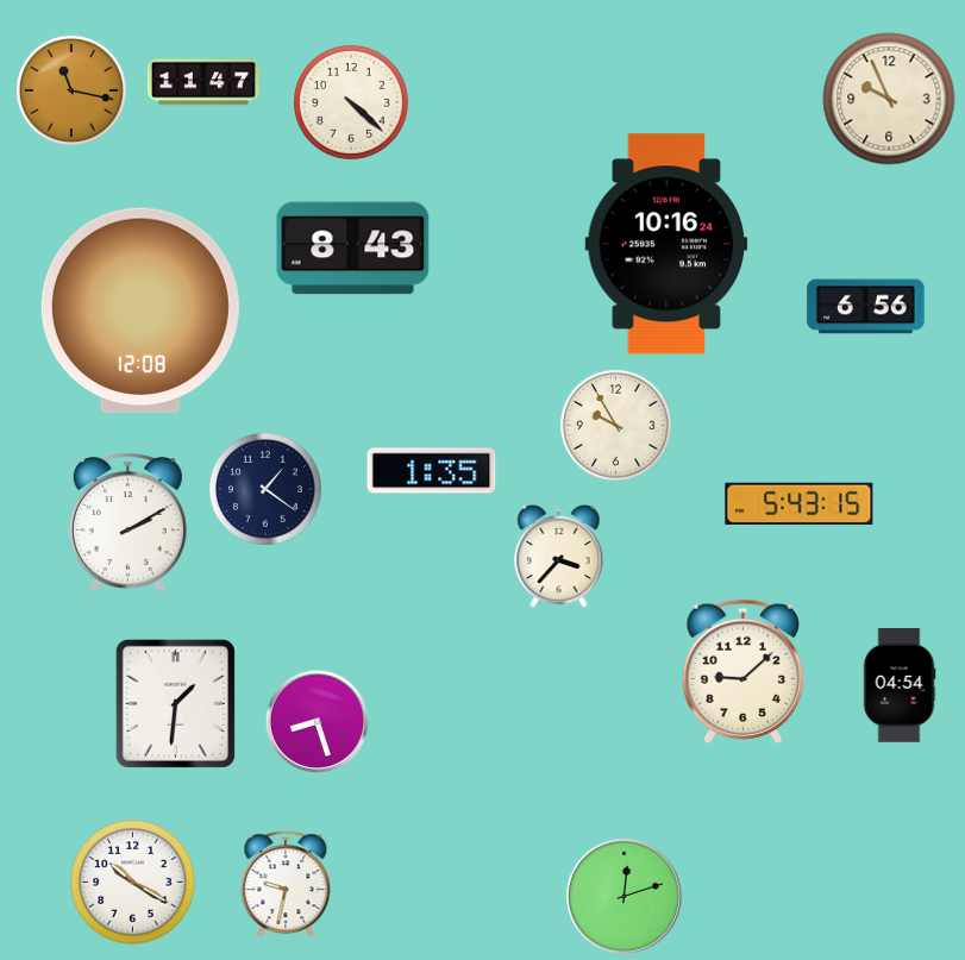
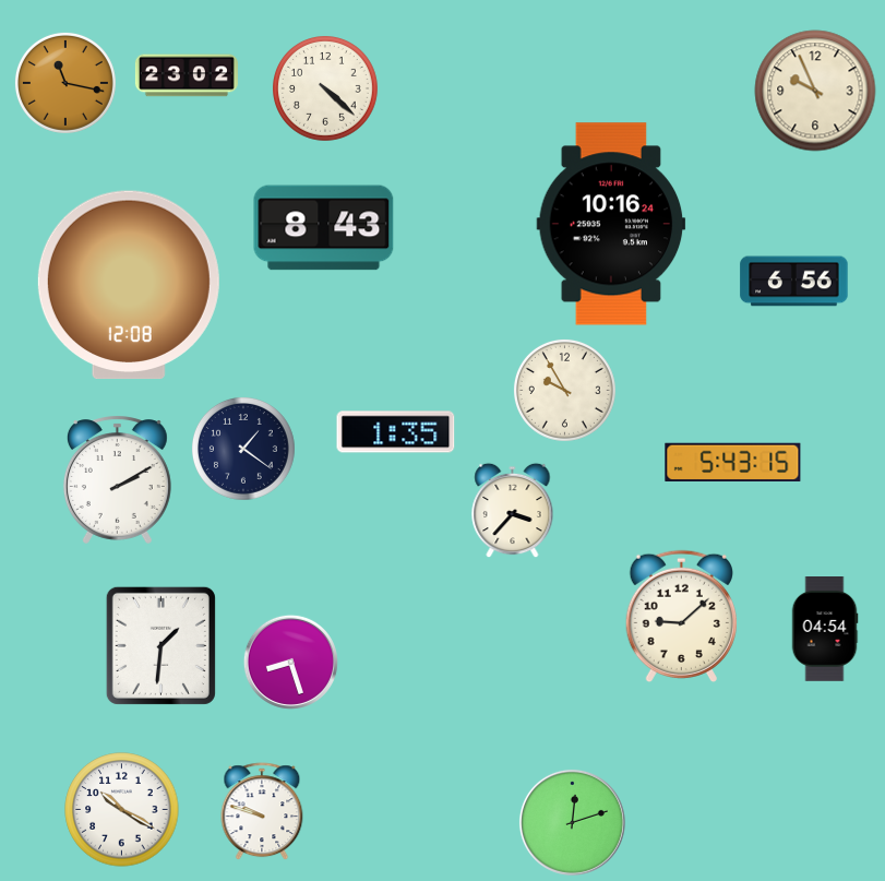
clock at (203, 82): 11:47 -> 23:02
clock at (352, 103) position: (352, 103) -> (326, 90)
clock at (286, 885): 9:32 -> 9:48
